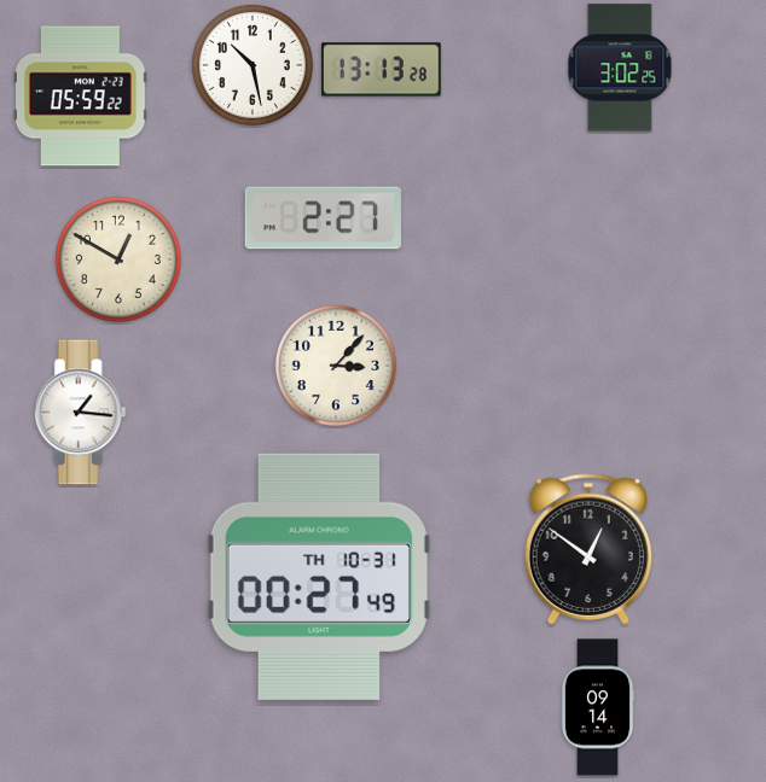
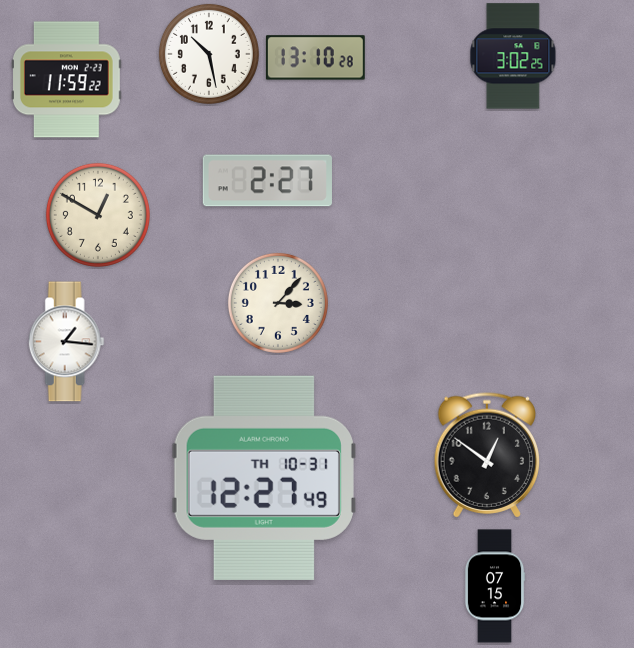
clock at (381, 70): 13:13 -> 13:10
clock at (80, 97): 05:59 -> 11:59
clock at (319, 577): 00:27 -> 12:27
clock at (598, 707): 09:14 -> 07:15
